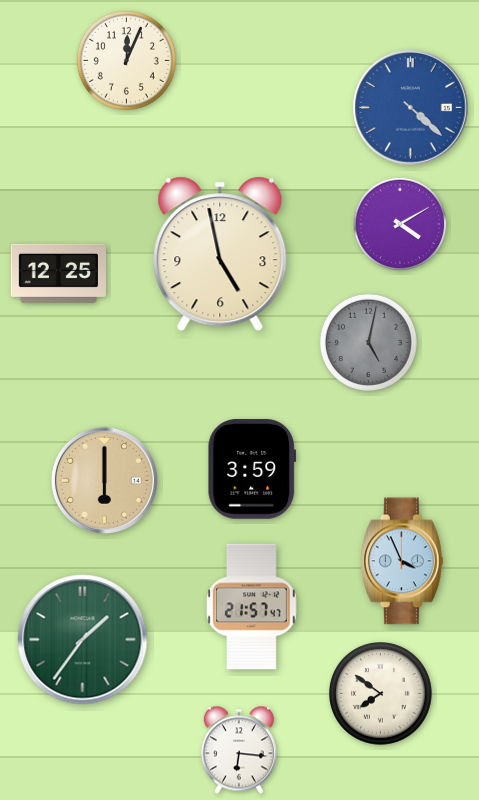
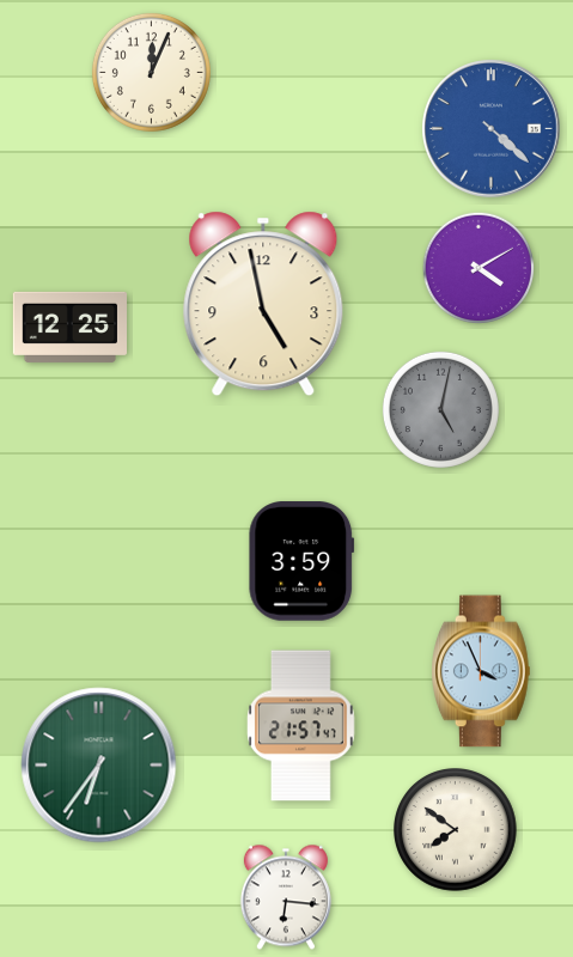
clock at (104, 480): 6:00 -> none
clock at (83, 640): 1:36 -> 6:36
